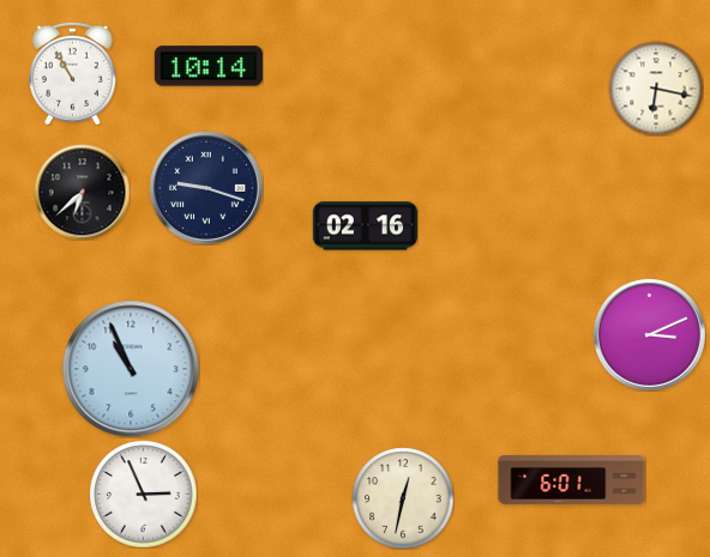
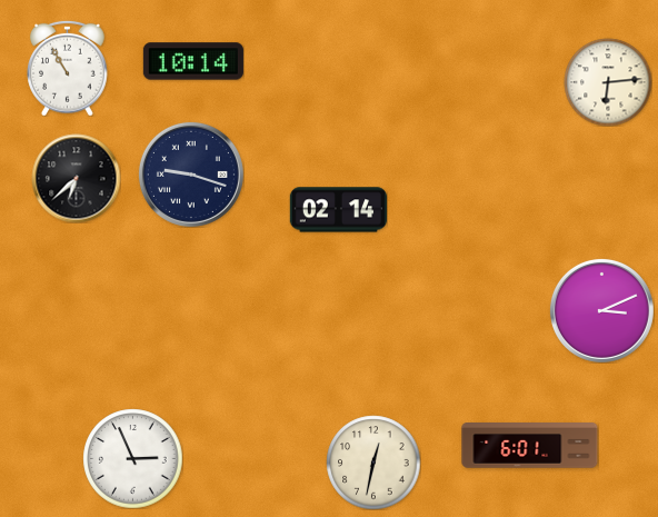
clock at (656, 89): 6:17 -> 6:14
clock at (365, 226): 02:16 -> 02:14
clock at (131, 369): 10:56 -> none
